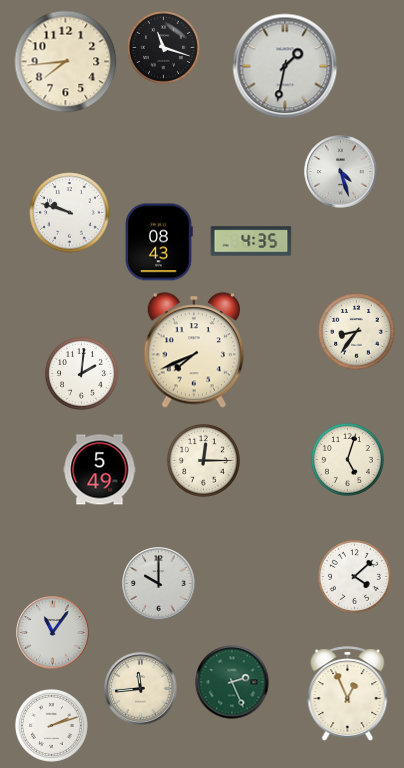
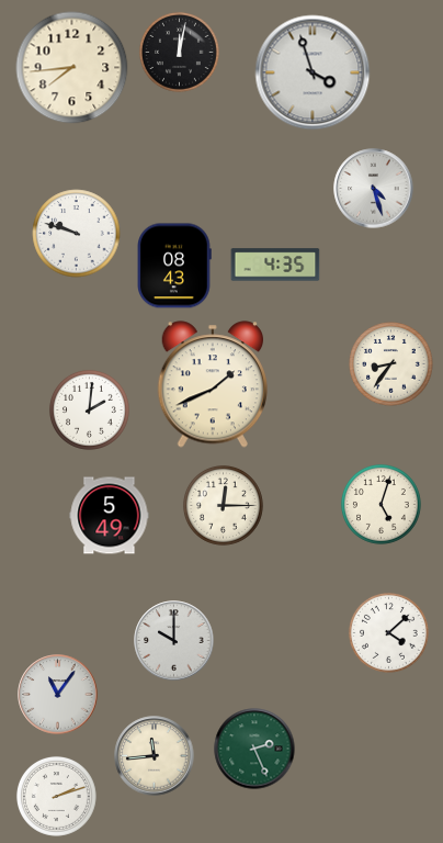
clock at (163, 47): 11:18 -> 12:02
clock at (285, 66): 1:32 -> 3:57
clock at (193, 350): 7:41 -> 1:41
clock at (348, 694): 12:56 -> none
